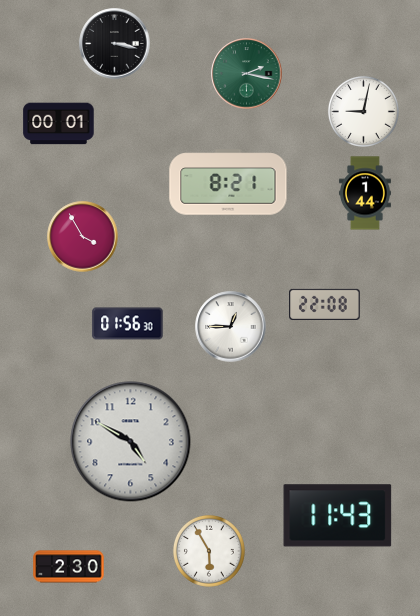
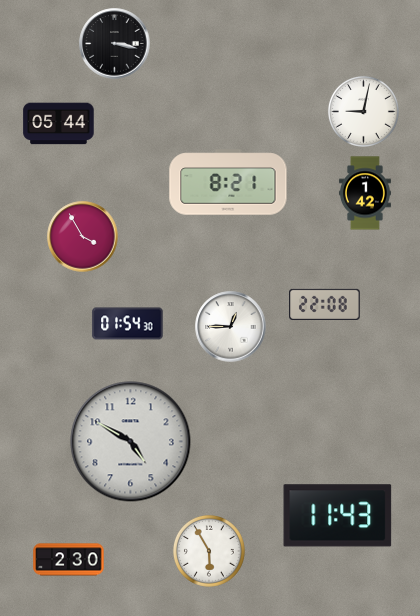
clock at (247, 74): 2:17 -> none
clock at (59, 124): 00:01 -> 05:44
clock at (365, 193): 1:44 -> 1:42
clock at (128, 324): 01:56 -> 01:54
clock at (69, 567) position: (69, 567) -> (69, 560)
